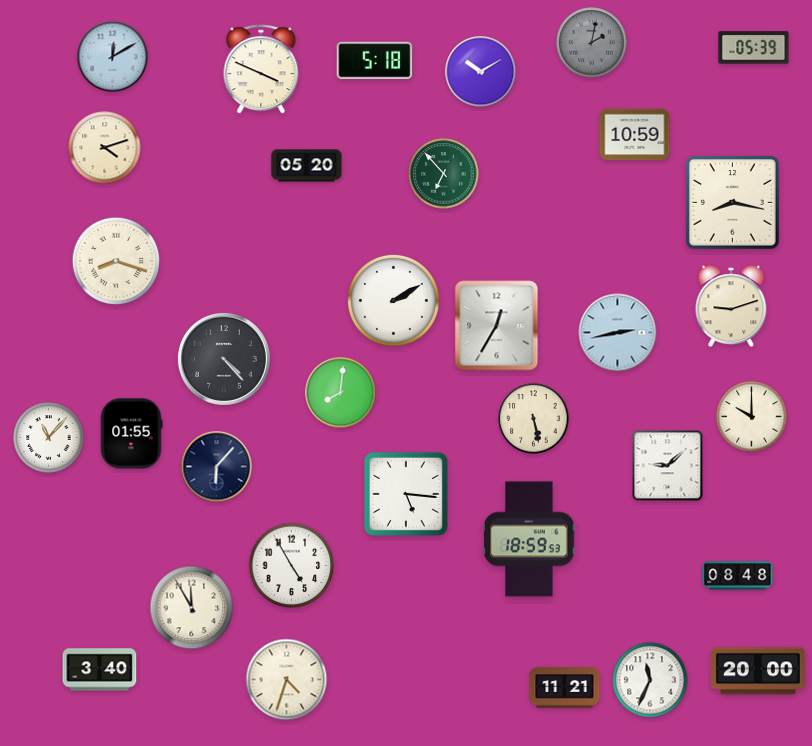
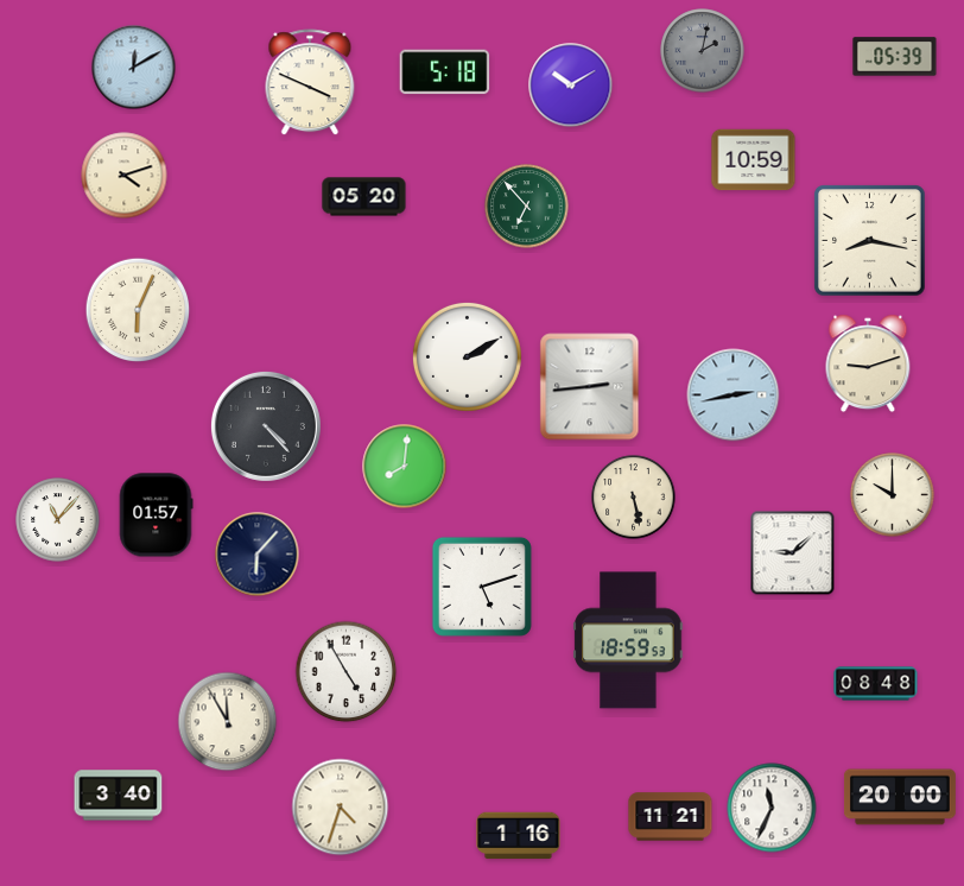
clock at (116, 261): 8:18 -> 6:04
clock at (497, 326): 12:35 -> 2:44
clock at (131, 434): 01:55 -> 01:57
clock at (406, 494): 5:16 -> 5:12
clock at (519, 836): none -> 1:16
